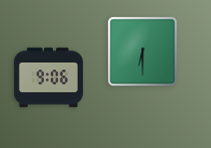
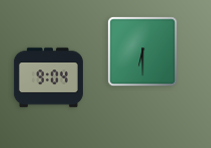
clock at (48, 78): 9:06 -> 9:04
